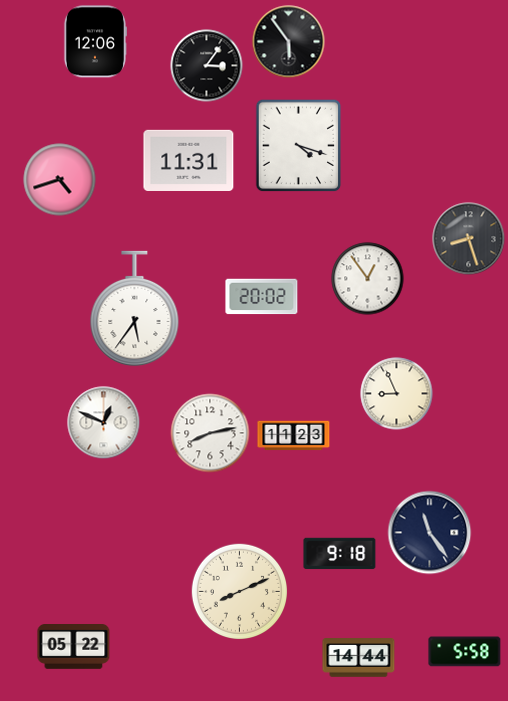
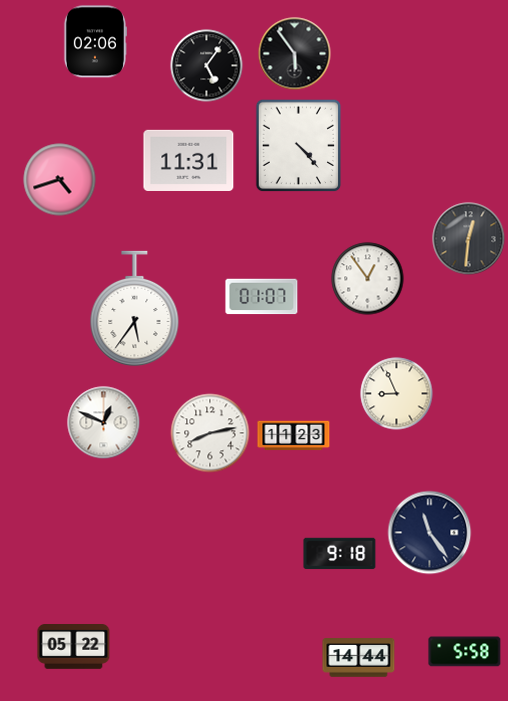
clock at (94, 42): 12:06 -> 02:06
clock at (289, 42) position: (289, 42) -> (295, 54)
clock at (207, 66): 3:06 -> 5:06
clock at (299, 146): 4:18 -> 4:23
clock at (469, 239): 8:27 -> 12:31
clock at (262, 297): 20:02 -> 01:07
clock at (239, 591): 8:11 -> none
